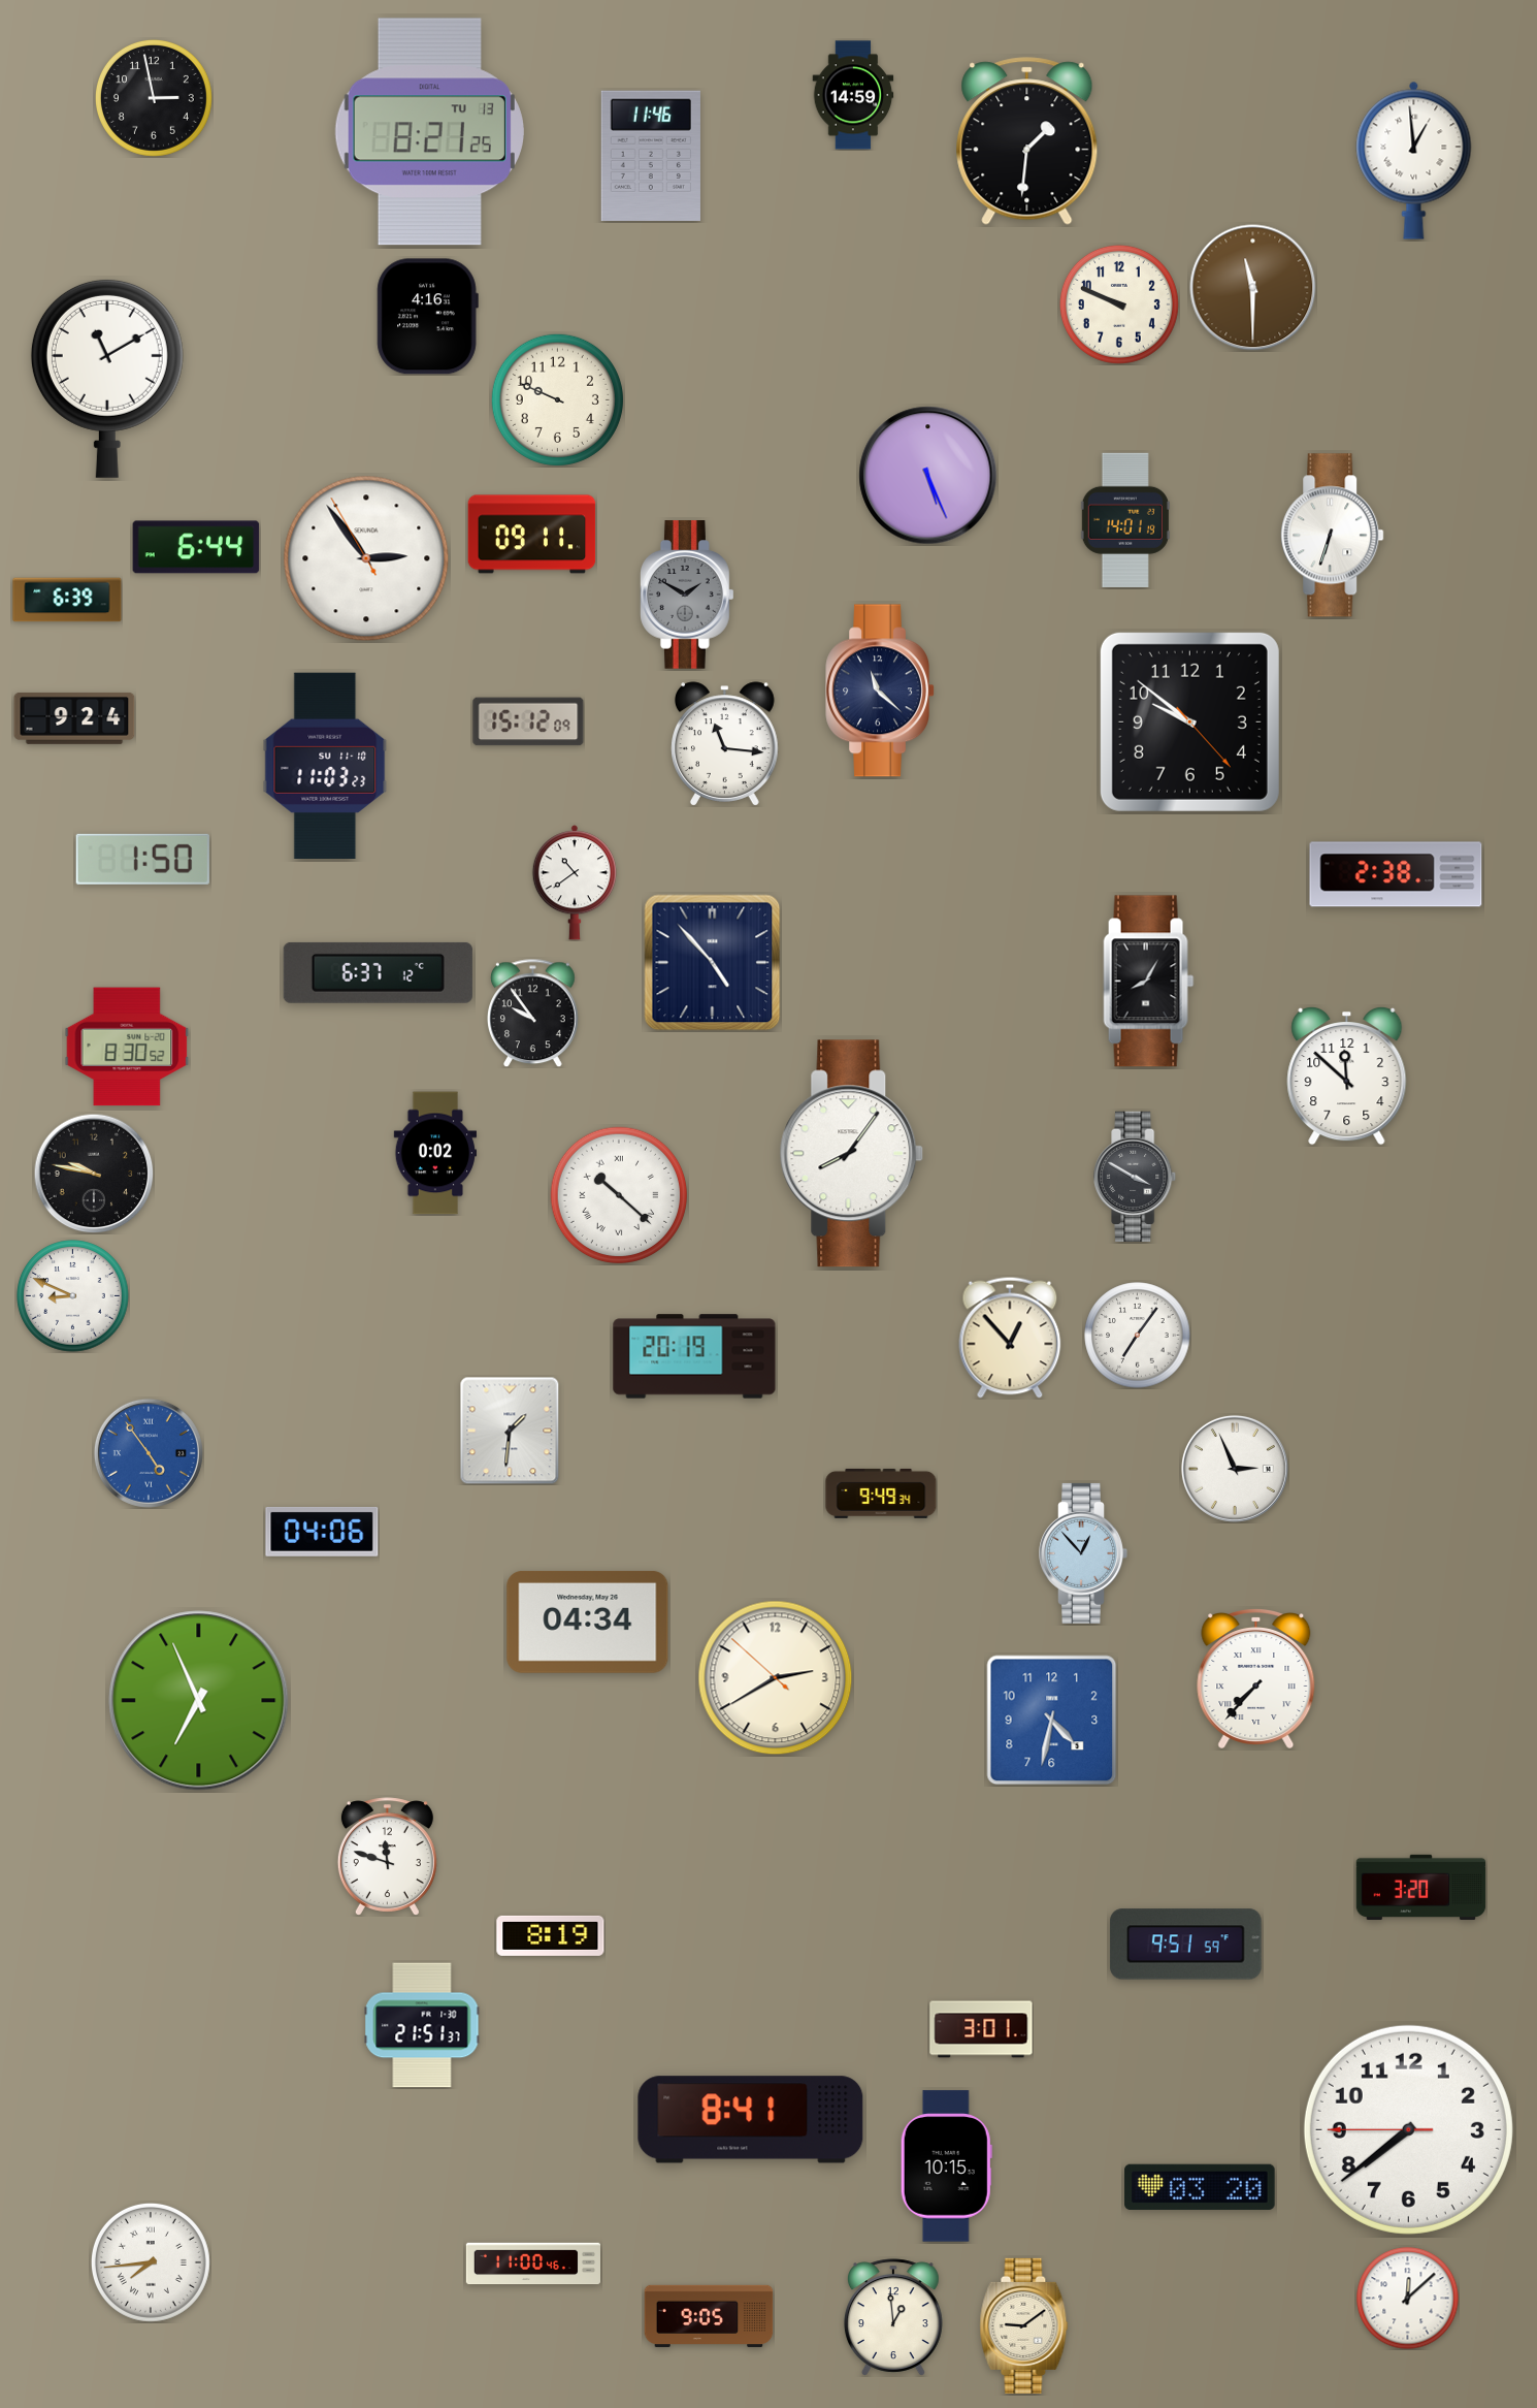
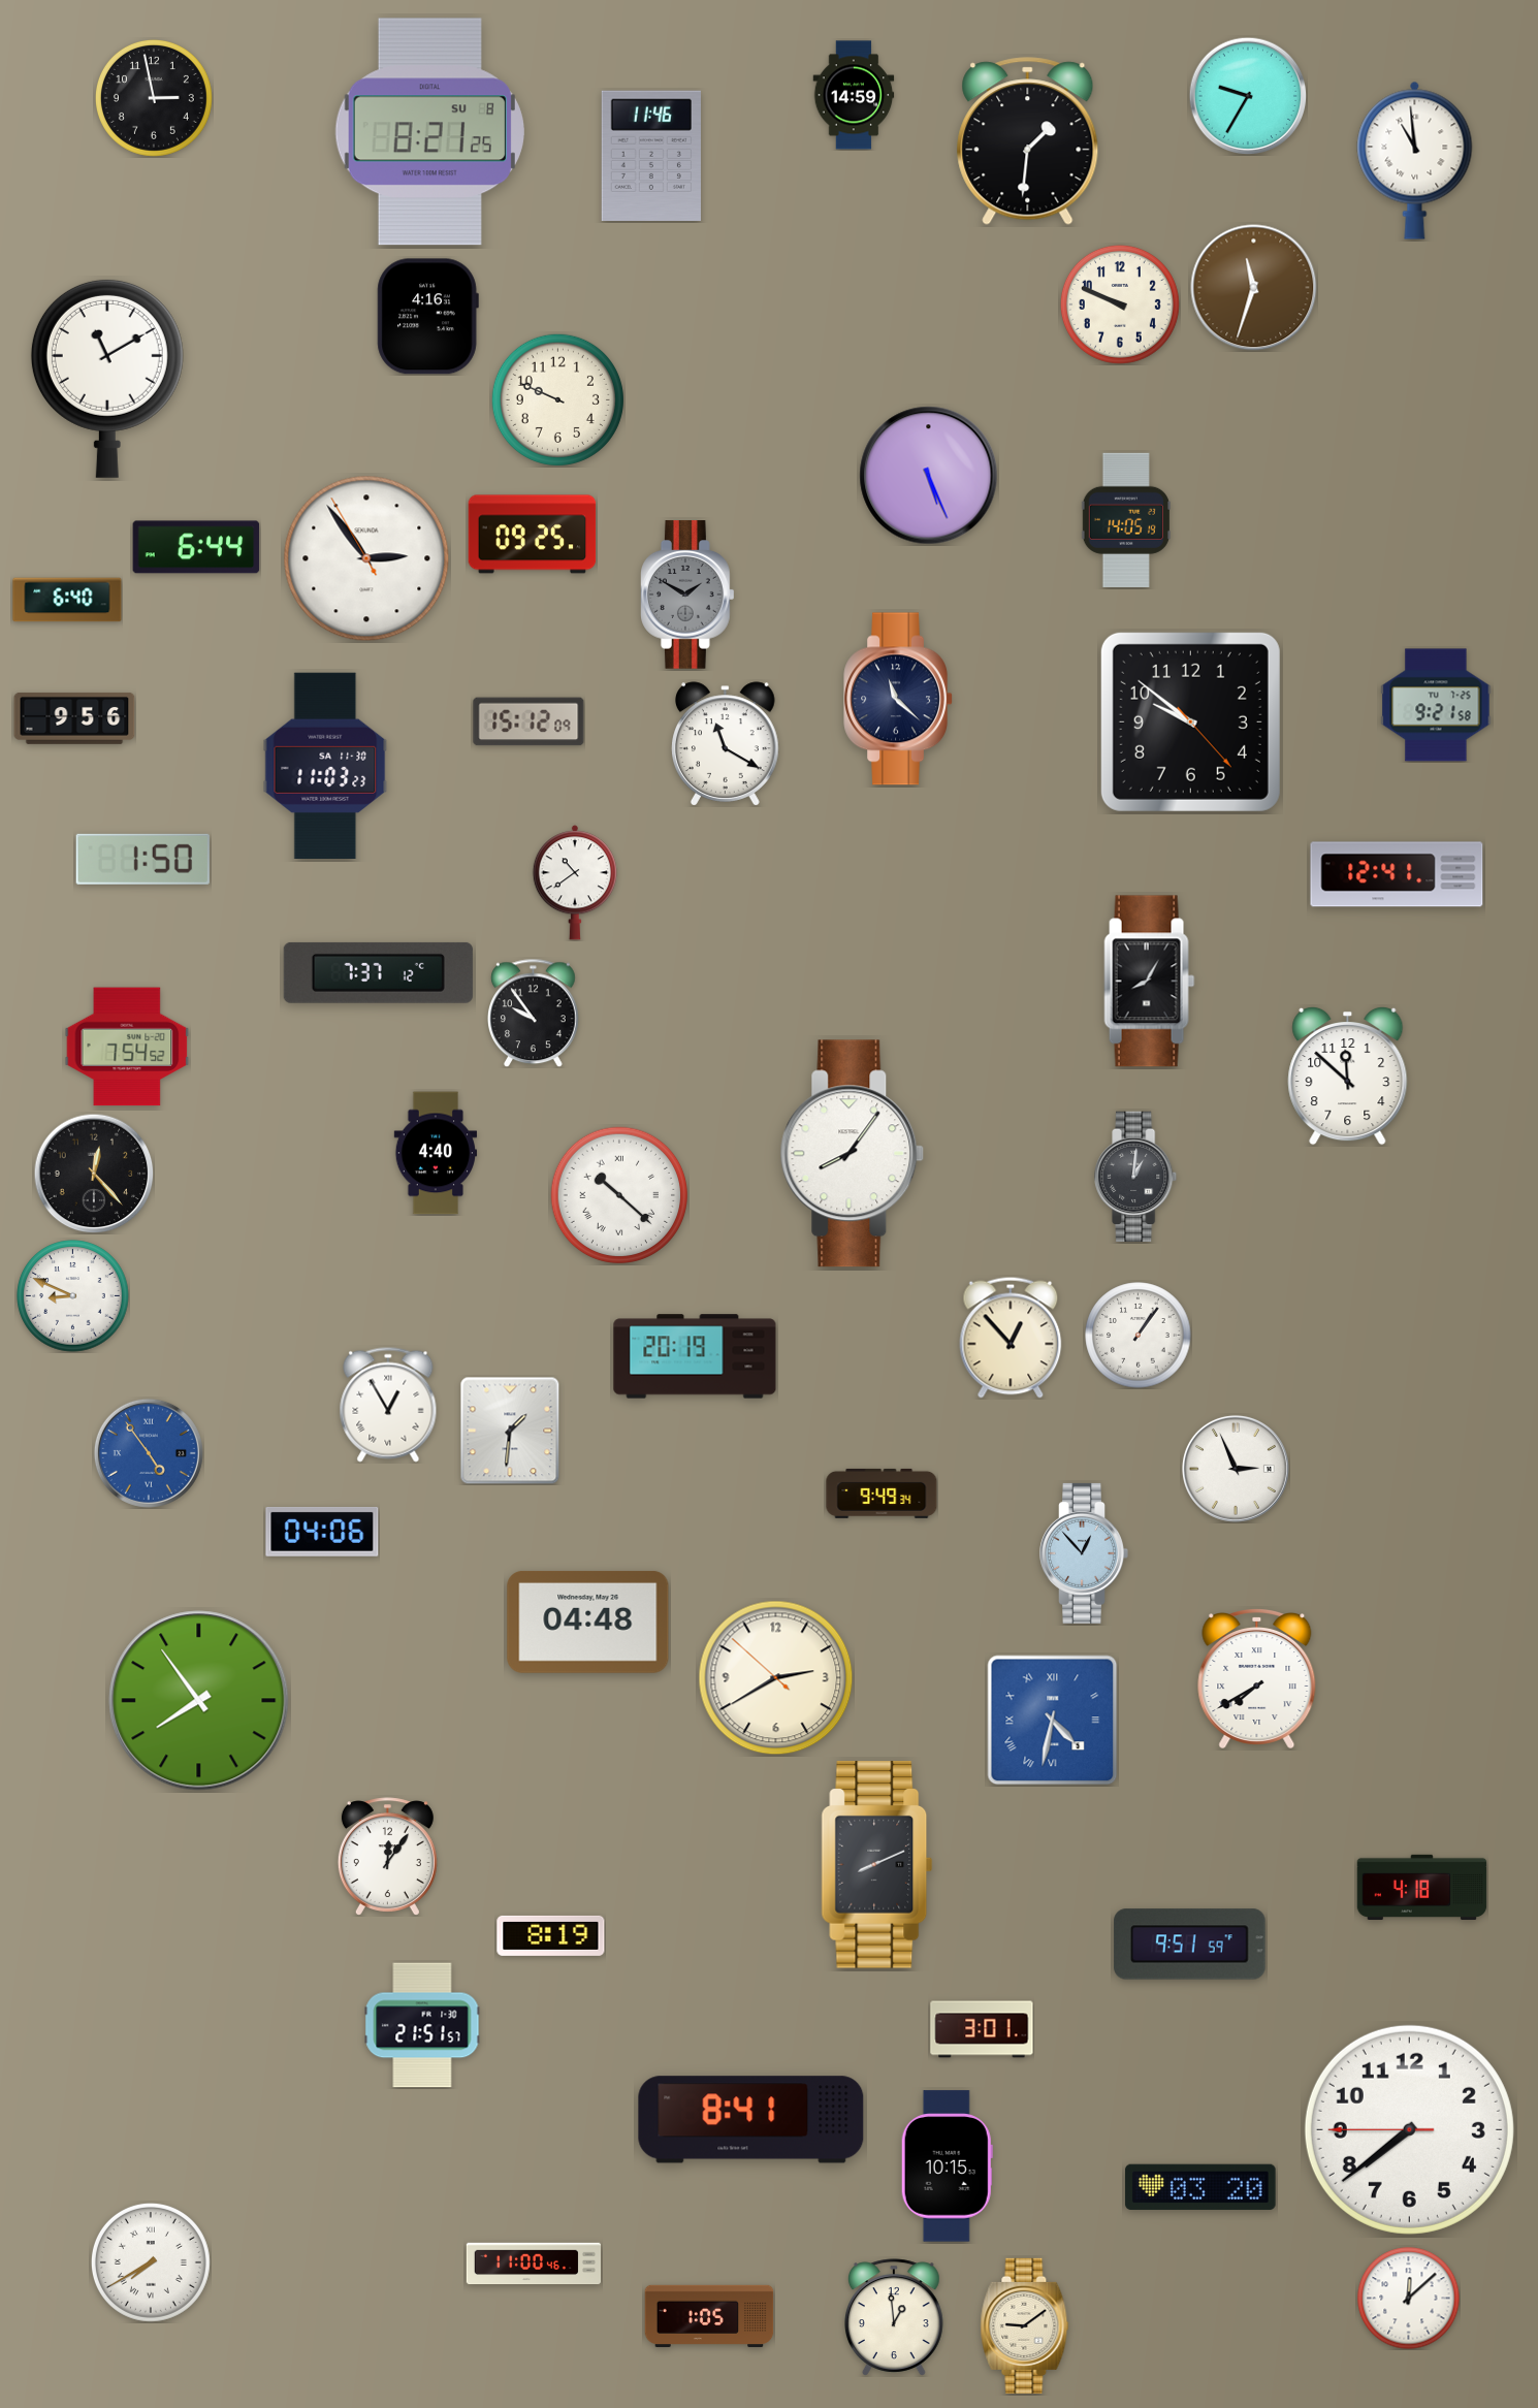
clock at (1248, 96): none -> 9:35
clock at (429, 132) date: TU 13 -> SU 8
clock at (1414, 160): 12:59 -> 10:59
clock at (1253, 288): 11:30 -> 11:33
clock at (1125, 520): 14:01 -> 14:05
clock at (532, 535): 09:11 -> 09:25
clock at (1333, 536): 6:33 -> none
clock at (67, 600): 6:39 -> 6:40
clock at (880, 691) position: (880, 691) -> (898, 699)
clock at (1436, 705): none -> 9:21
clock at (74, 718): 9:24 -> 9:56
clock at (725, 744): 11:16 -> 11:20
clock at (325, 765) date: SU 11-10 -> SA 11-30
clock at (1396, 874): 2:38 -> 12:41
clock at (713, 963): 4:53 -> none
clock at (378, 972): 6:37 -> 7:37
clock at (127, 1047): 8:30 -> 7:54
clock at (435, 1153): 0:02 -> 4:40
clock at (94, 1174): 9:47 -> 12:23
clock at (1136, 1177): 3:50 -> 1:01
clock at (1138, 1336): 7:06 -> 1:06
clock at (388, 1405): none -> 12:55
clock at (588, 1622): 04:34 -> 04:48
clock at (1256, 1679): 7:37 -> 7:40
clock at (199, 1701): 6:56 -> 7:54
clock at (1052, 1721) numerals: Arabic -> Roman
clock at (387, 1856): 11:48 -> 12:06
clock at (877, 1865): none -> 8:11
clock at (1421, 1887): 3:20 -> 4:18
clock at (1186, 1945) position: (1186, 1945) -> (1190, 1945)
clock at (422, 2025): 21:51:37 -> 21:51:57
clock at (151, 2262): 7:44 -> 7:40
clock at (709, 2316): 9:05 -> 1:05
